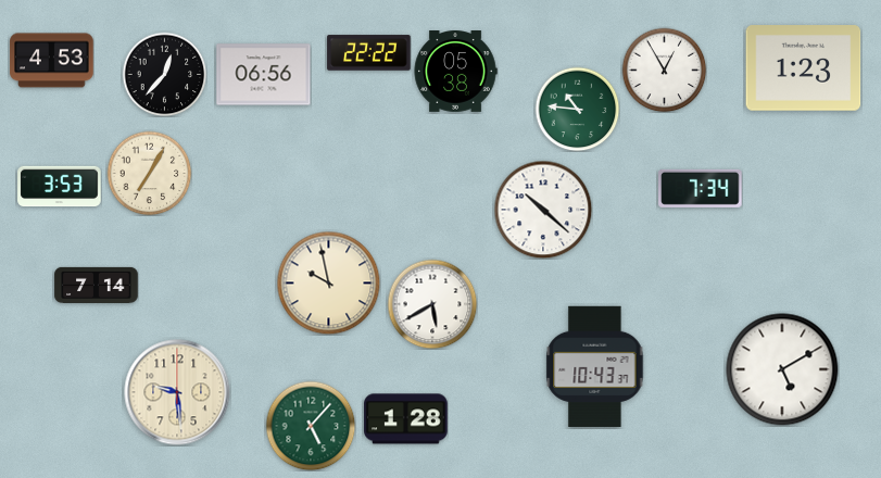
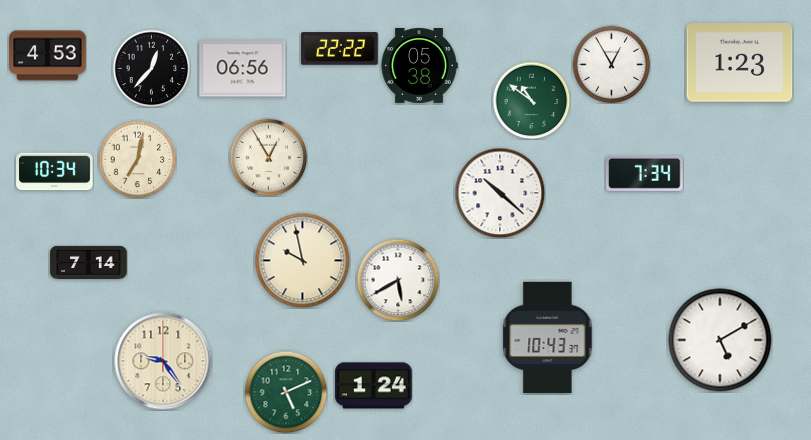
clock at (577, 109): 10:46 -> 10:51
clock at (268, 157): none -> 12:55
clock at (149, 173): 7:05 -> 7:02
clock at (60, 187): 3:53 -> 10:34
clock at (177, 392): 9:29 -> 9:24
clock at (406, 419): 1:28 -> 1:24
clock at (311, 426): 5:07 -> 5:11
